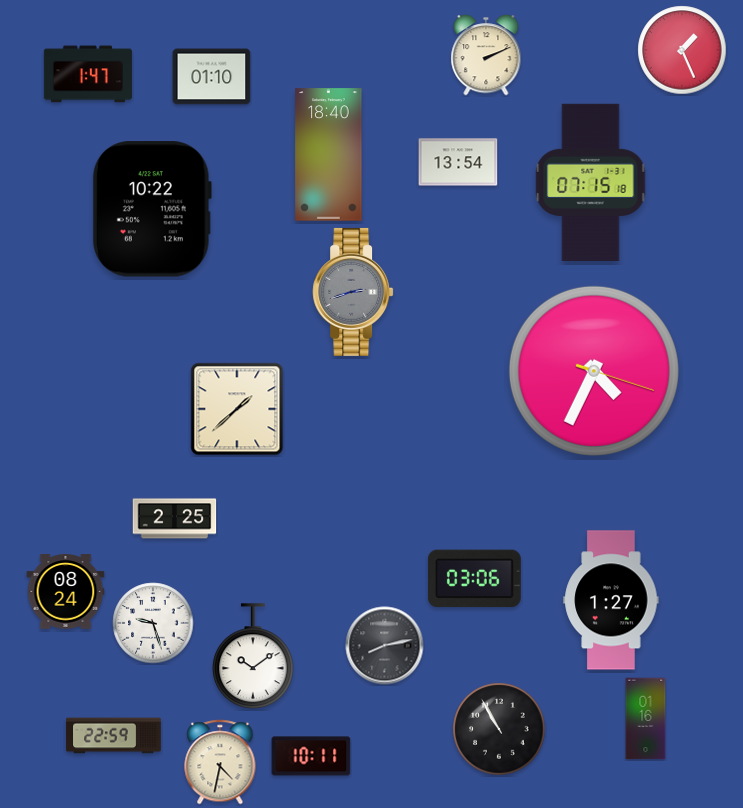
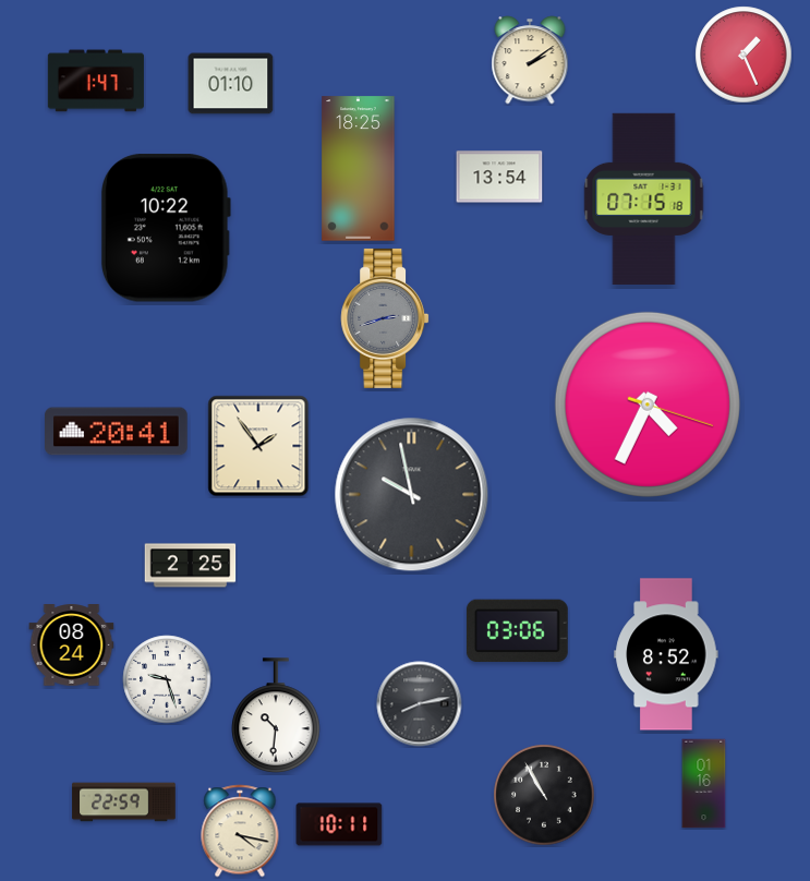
clock at (486, 55): 2:11 -> 2:09
clock at (329, 155): 18:40 -> 18:25
clock at (117, 432): none -> 20:41
clock at (237, 409): 1:38 -> 1:54
clock at (412, 495): none -> 9:58
clock at (611, 600): 1:27 -> 8:52
clock at (254, 656): 10:09 -> 10:31
clock at (220, 762): 4:32 -> 4:17
